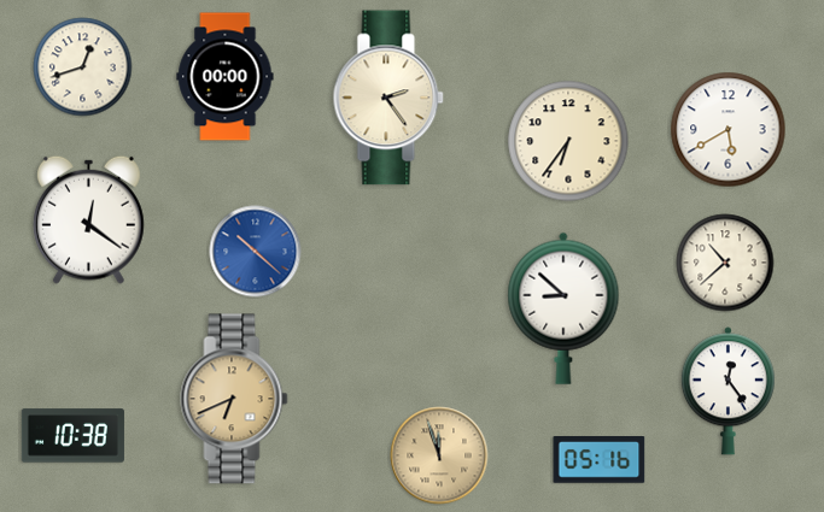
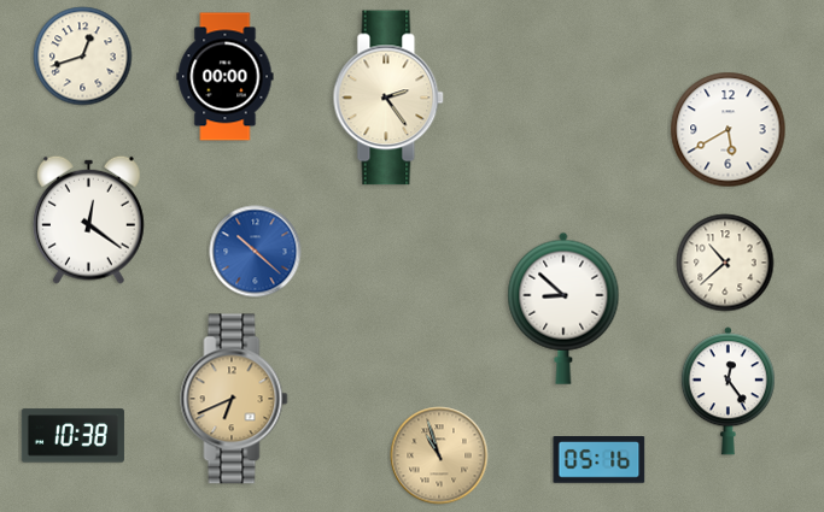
clock at (83, 67) position: (83, 67) -> (83, 57)
clock at (568, 141): 6:36 -> none
clock at (439, 455): 11:57 -> 10:57
